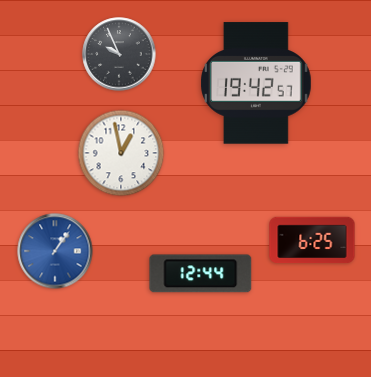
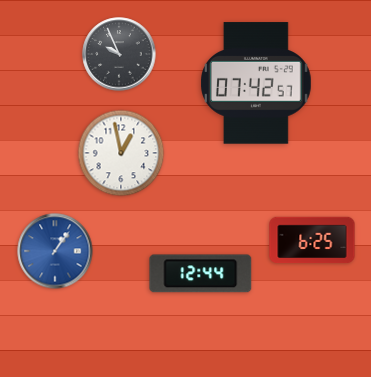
clock at (257, 83): 19:42 -> 07:42
